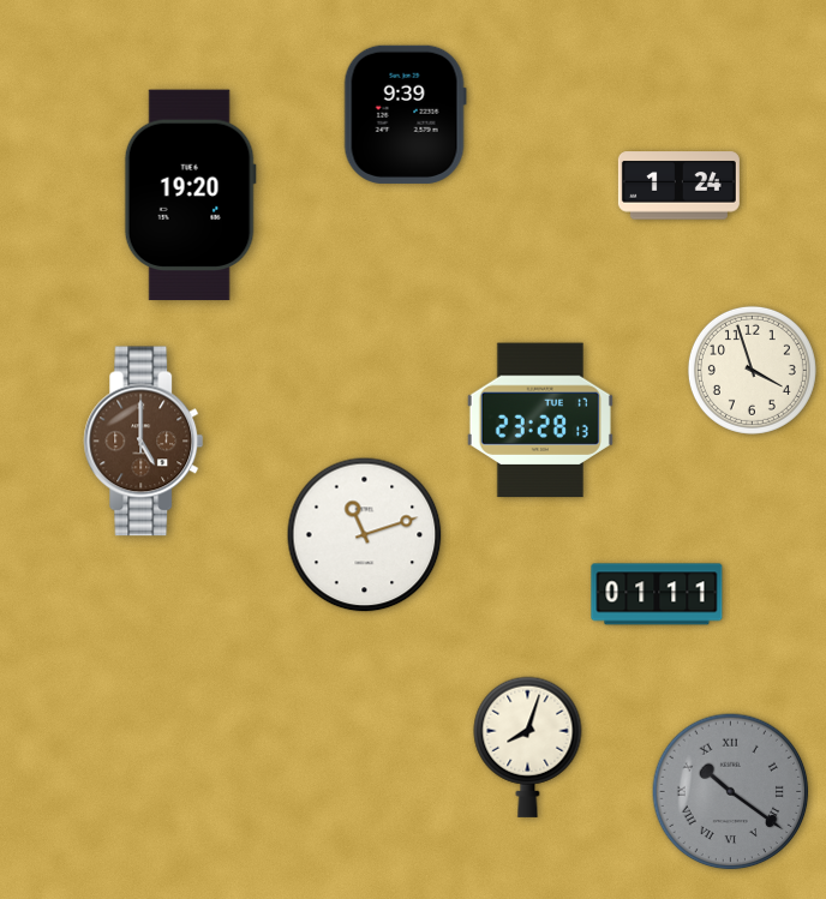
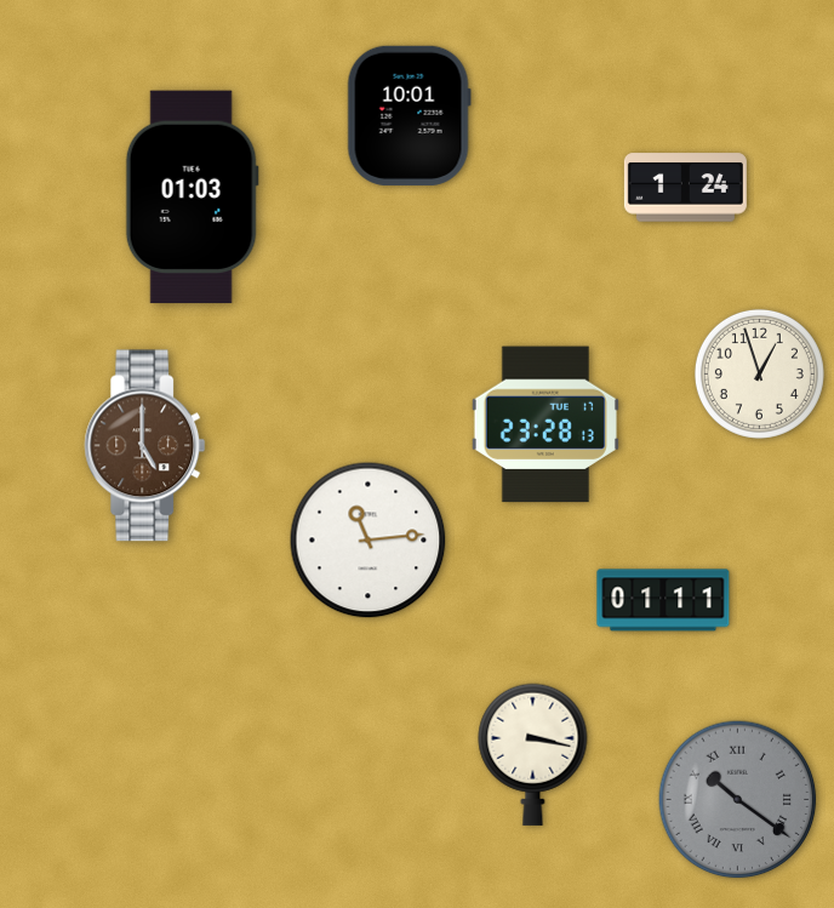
clock at (405, 114): 9:39 -> 10:01
clock at (190, 196): 19:20 -> 01:03
clock at (752, 370): 3:57 -> 12:57
clock at (365, 535): 11:12 -> 11:14
clock at (528, 747): 8:03 -> 3:17
